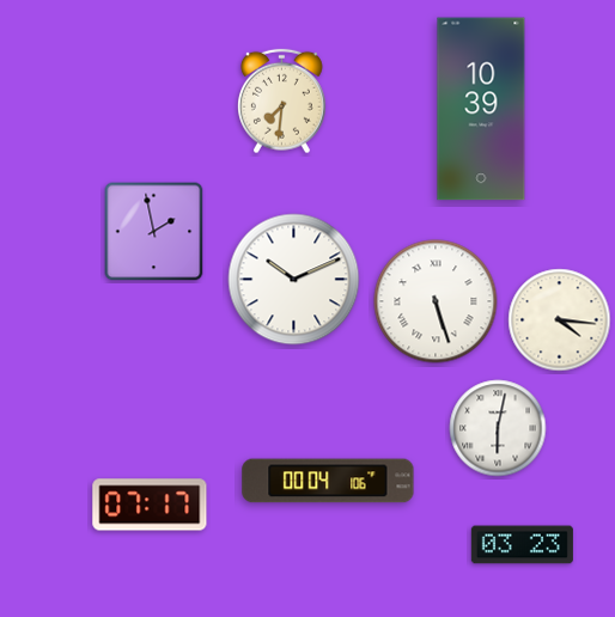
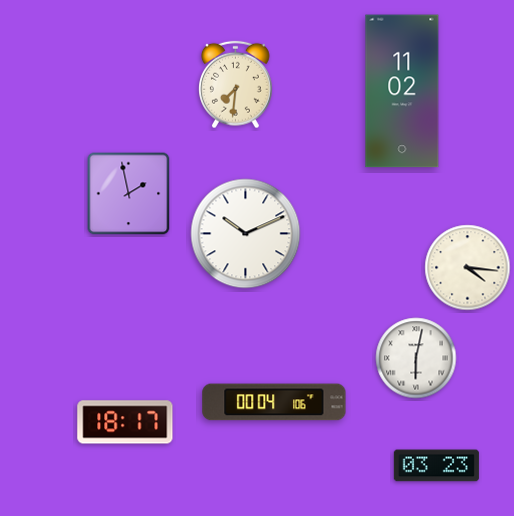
clock at (481, 109): 10:39 -> 11:02
clock at (436, 301): 5:27 -> none
clock at (150, 505): 07:17 -> 18:17
clock at (522, 545) position: (522, 545) -> (436, 466)
